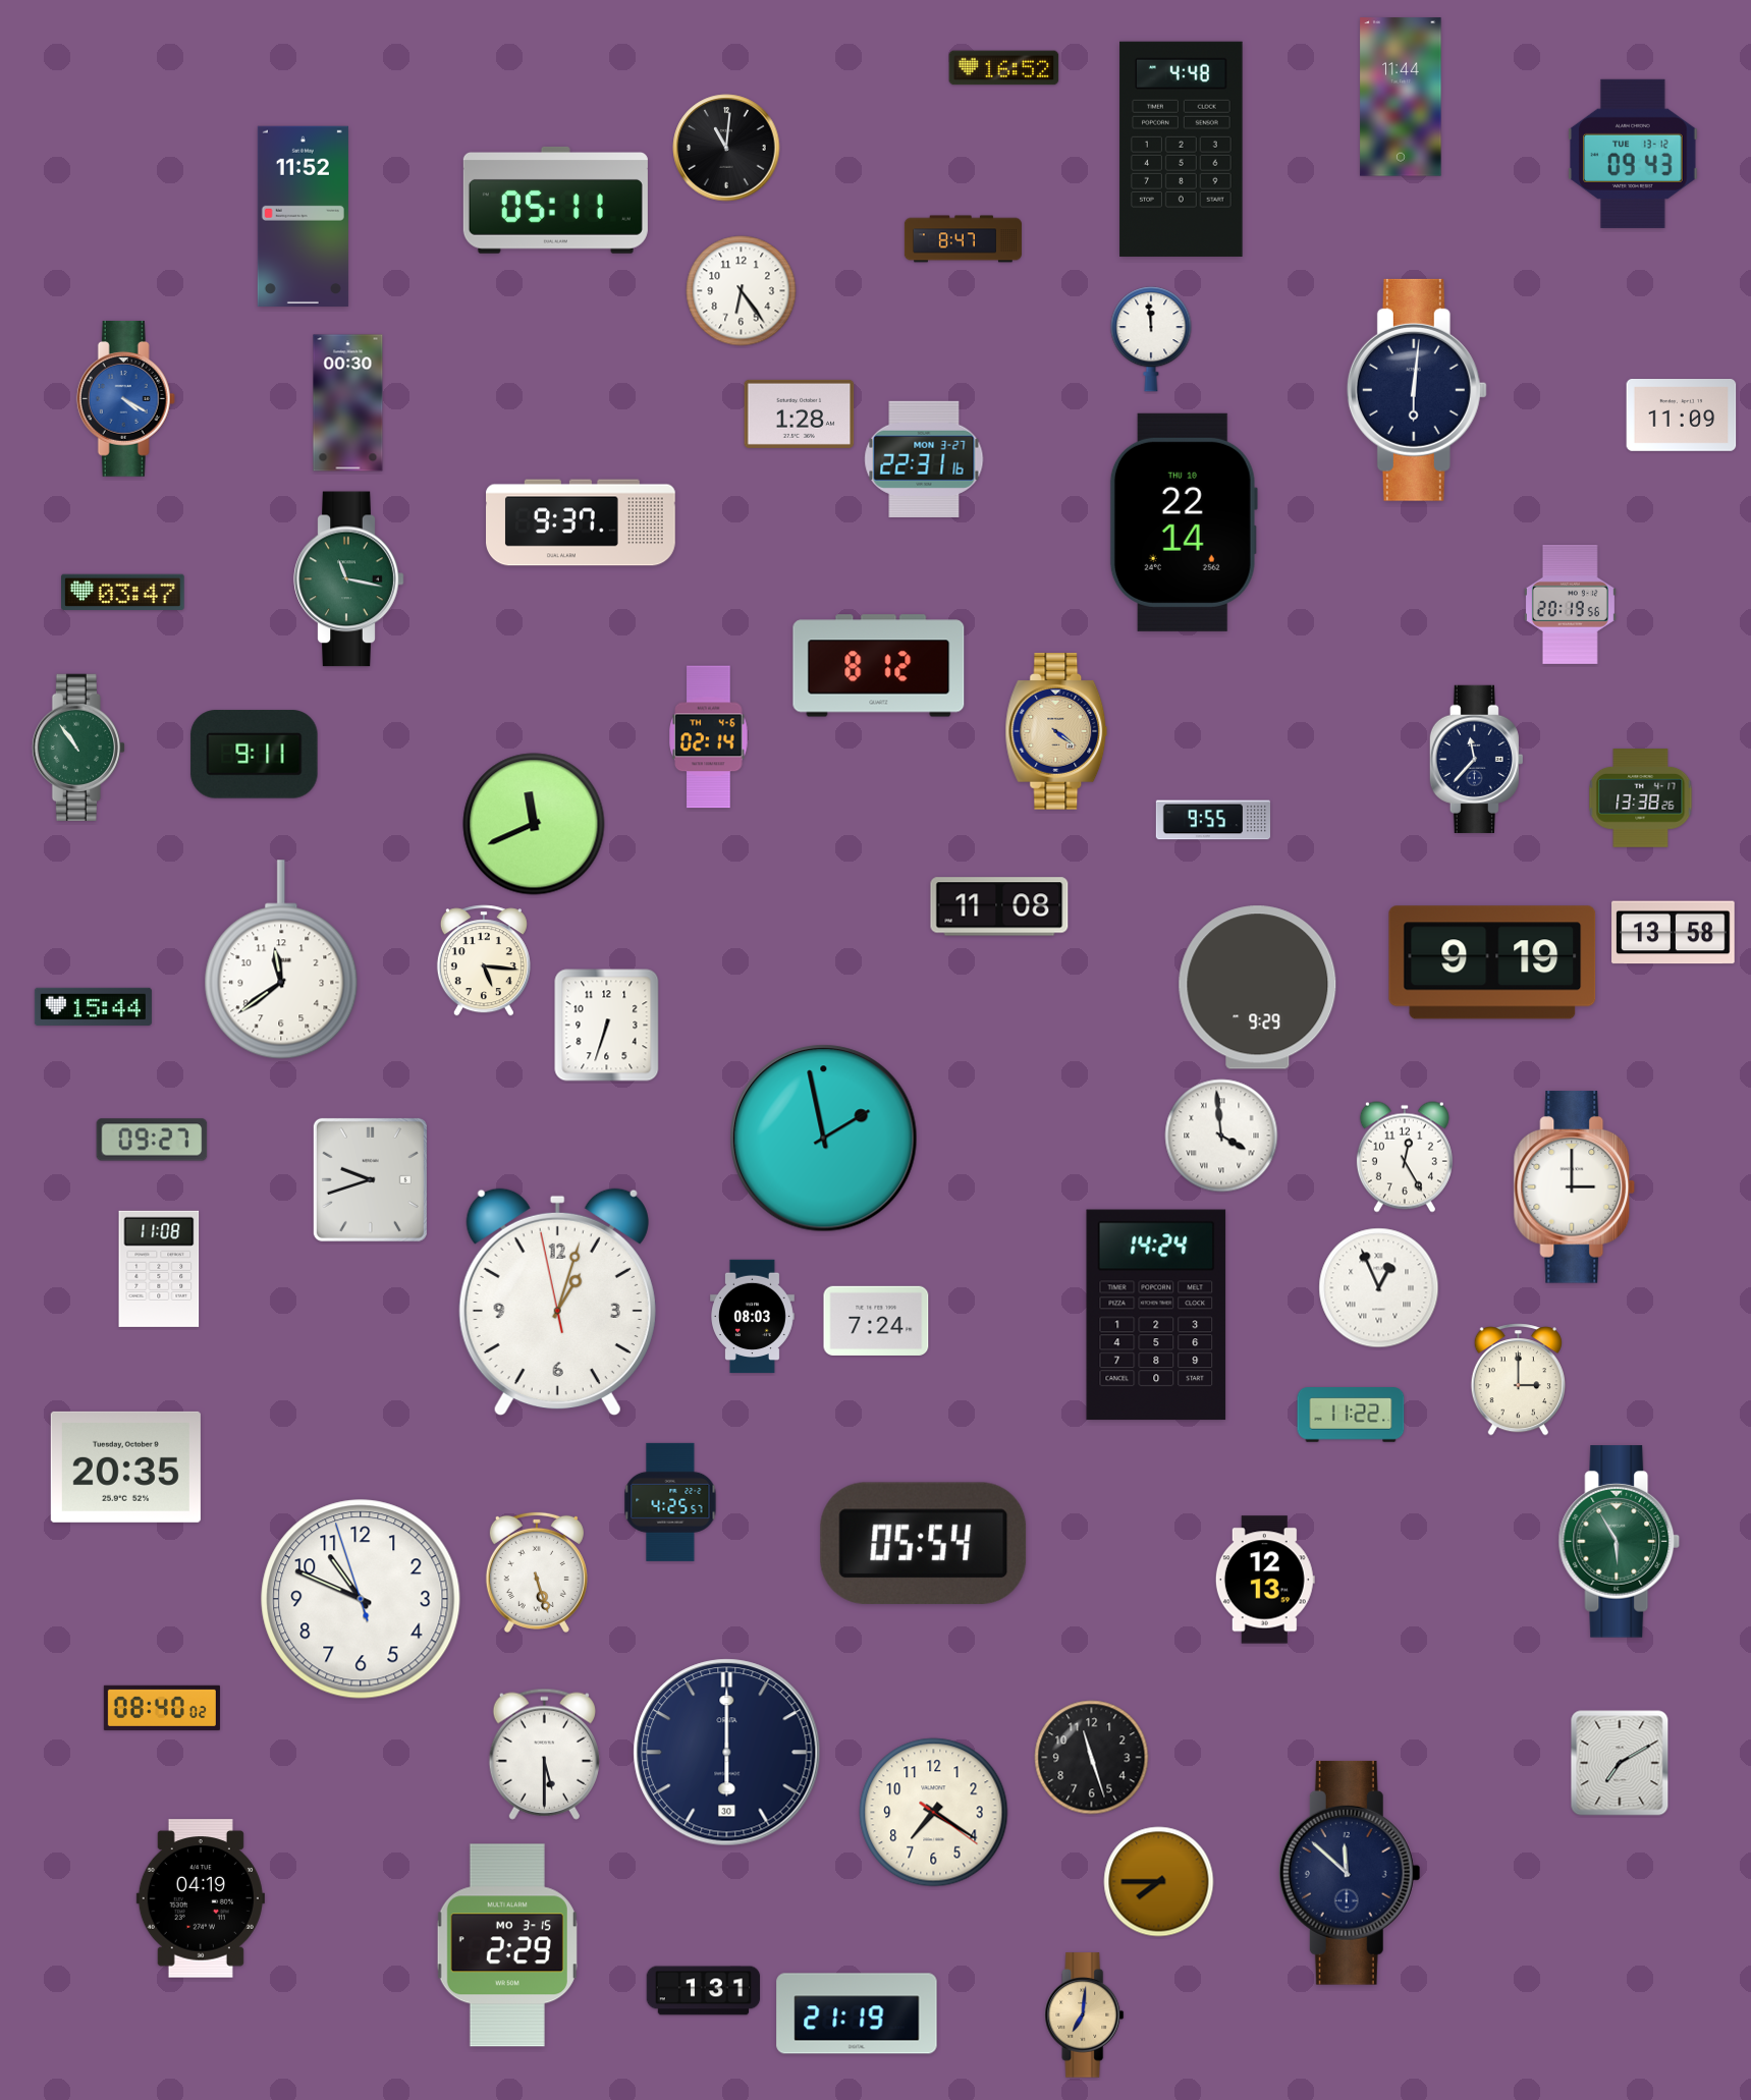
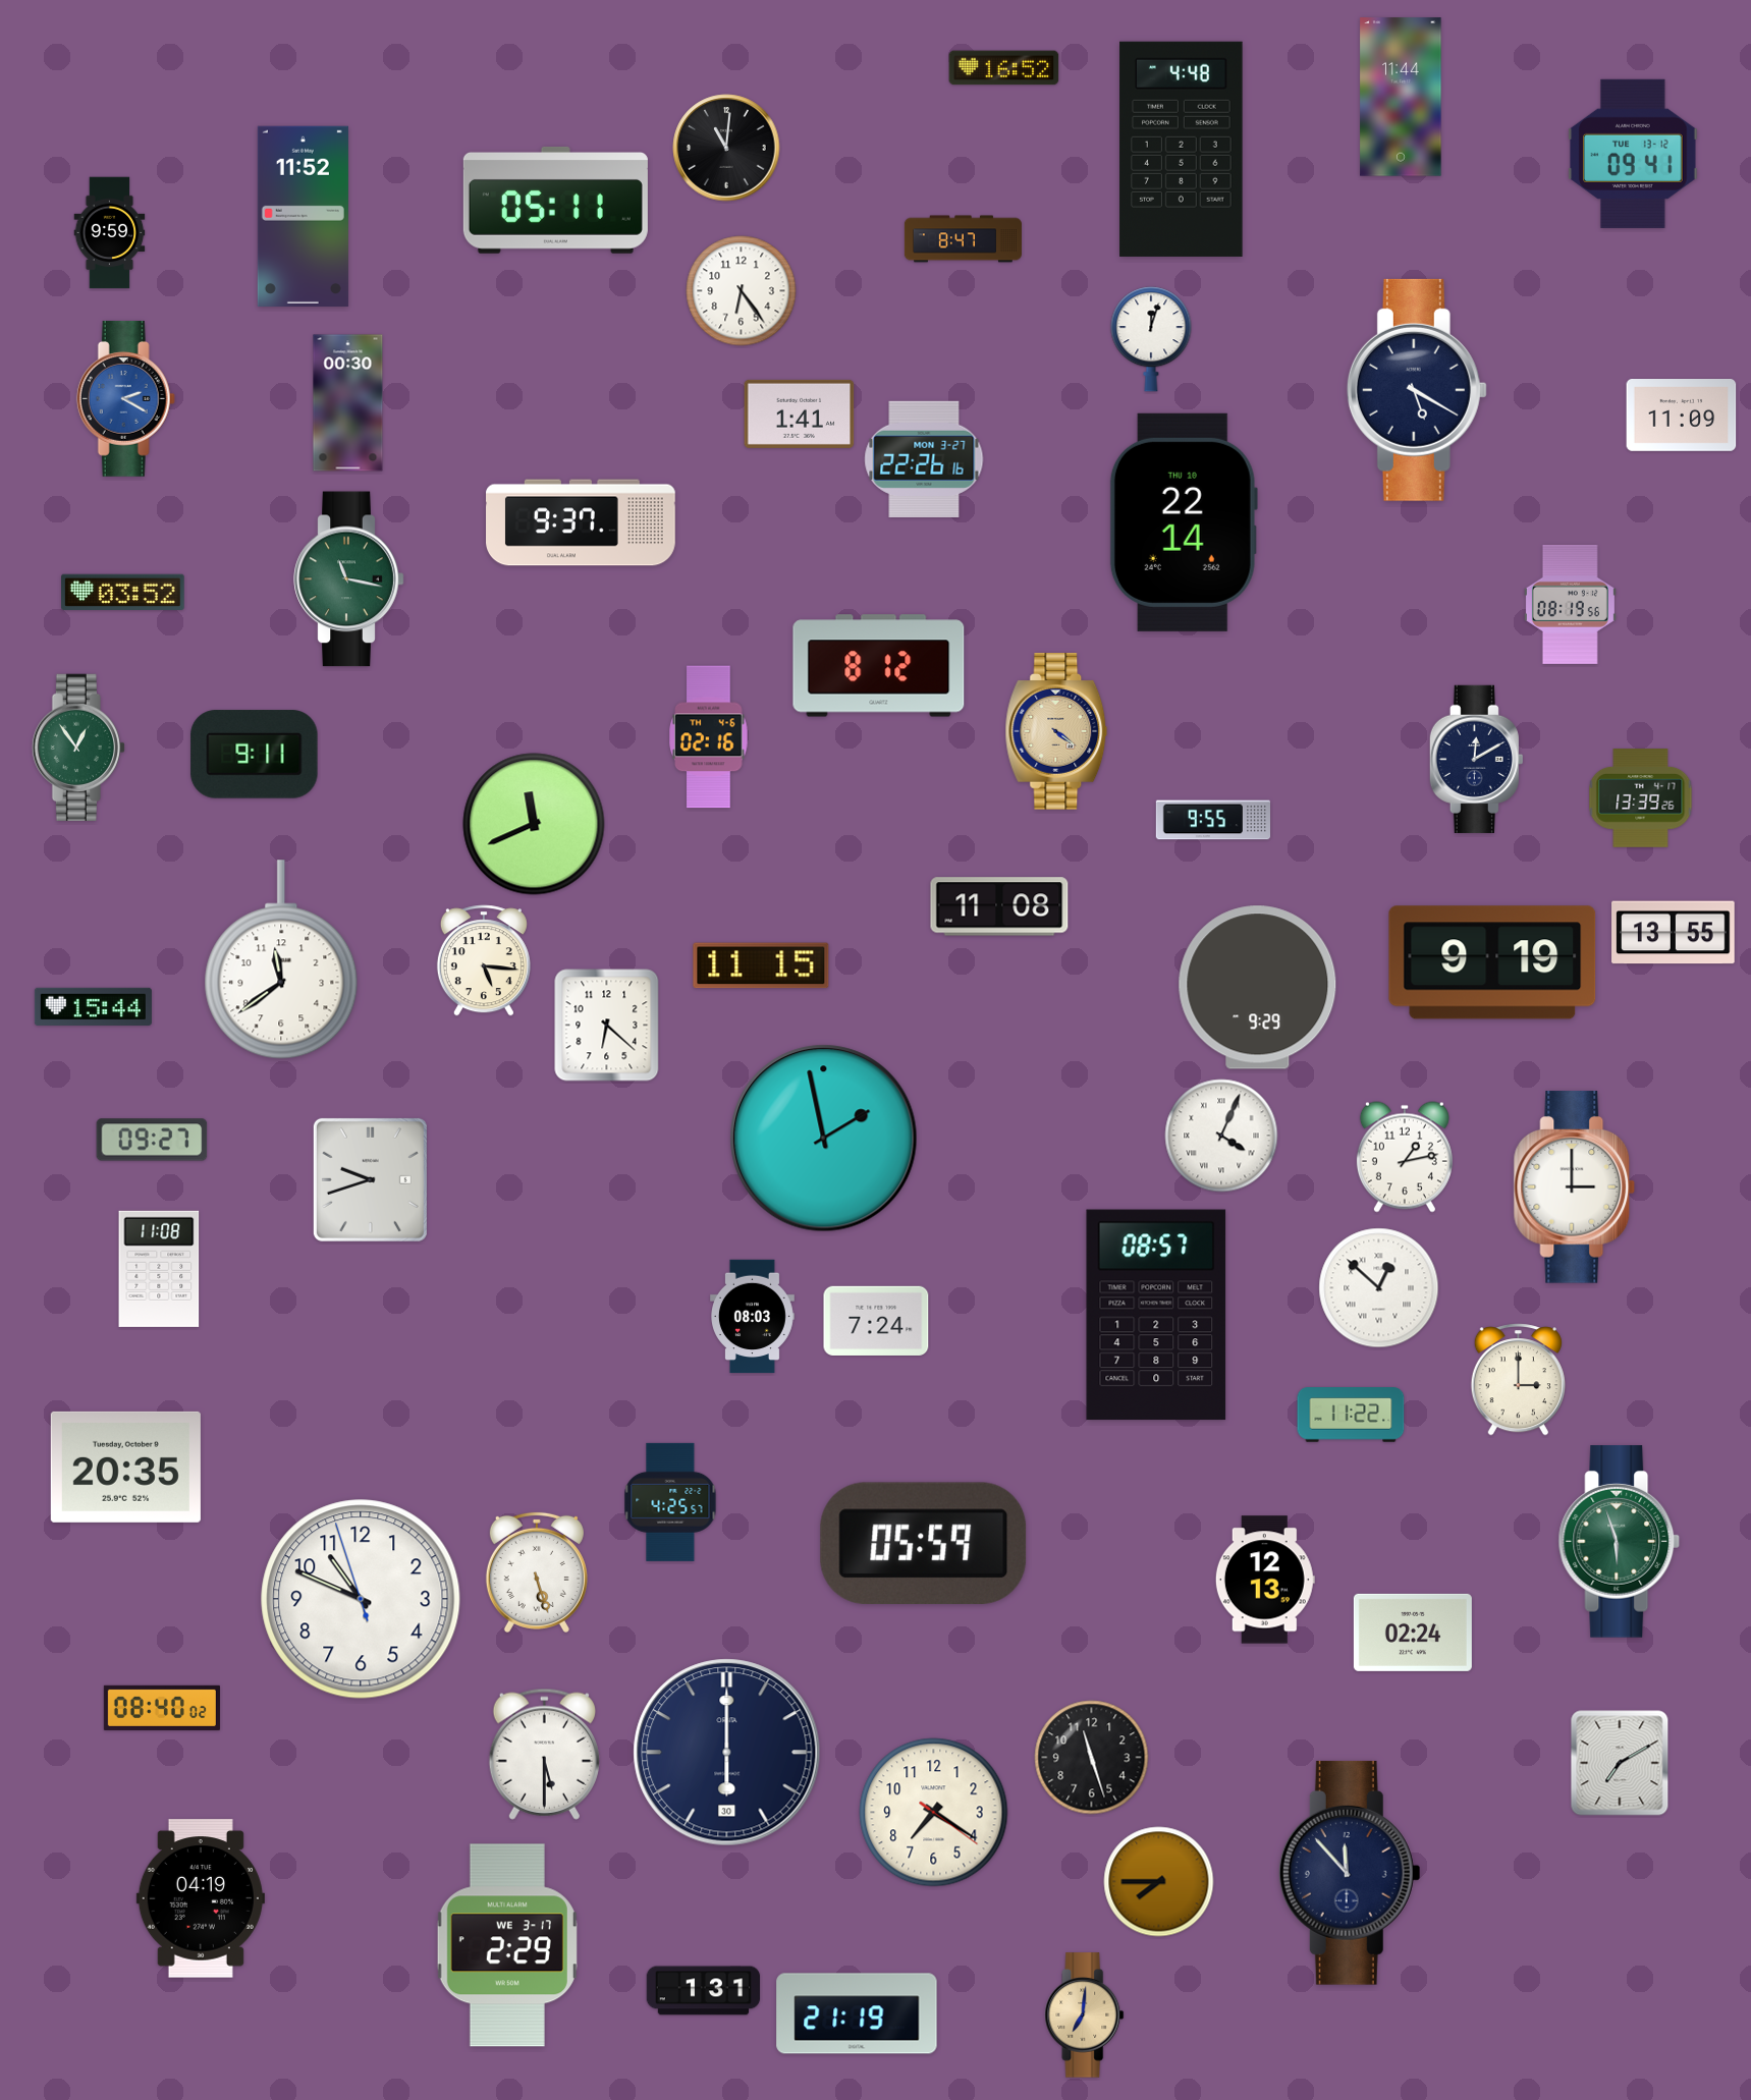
clock at (1633, 154): 09:43 -> 09:41
clock at (110, 233): none -> 9:59
clock at (1151, 339): 11:59 -> 12:03
clock at (1417, 390): 6:01 -> 5:20
clock at (125, 398): 4:20 -> 2:20
clock at (800, 413): 1:28 -> 1:41
clock at (924, 459): 22:31 -> 22:26
clock at (123, 592): 03:47 -> 03:52
clock at (1570, 604): 20:19 -> 08:19
clock at (709, 737): 02:14 -> 02:16
clock at (78, 747): 10:54 -> 12:54
clock at (1476, 759): 11:37 -> 12:10
clock at (1641, 798): 13:38 -> 13:39
clock at (1674, 933): 13:58 -> 13:55
clock at (761, 965): none -> 11:15
clock at (607, 1026): 6:33 -> 6:22
clock at (1221, 1136): 3:59 -> 4:04
clock at (1405, 1157): 12:25 -> 1:13
clock at (1379, 1288): 12:56 -> 12:52
clock at (557, 1303): 1:02 -> none
clock at (1156, 1315): 14:24 -> 08:57
clock at (1620, 1542): 5:55 -> 5:57
clock at (924, 1543): 05:54 -> 05:59
clock at (1413, 1633): none -> 02:24
clock at (1350, 1873): 11:52 -> 11:53
clock at (507, 1945) date: MO 3-15 -> WE 3-17
